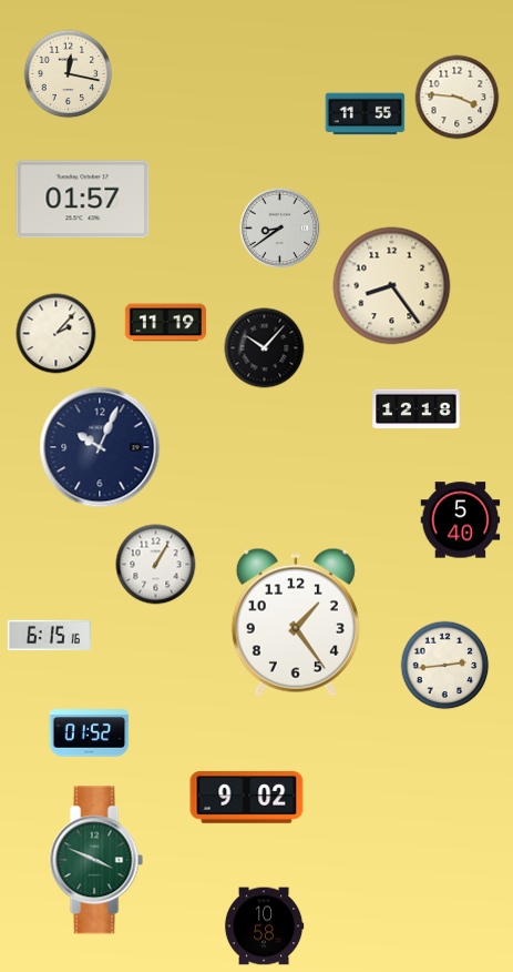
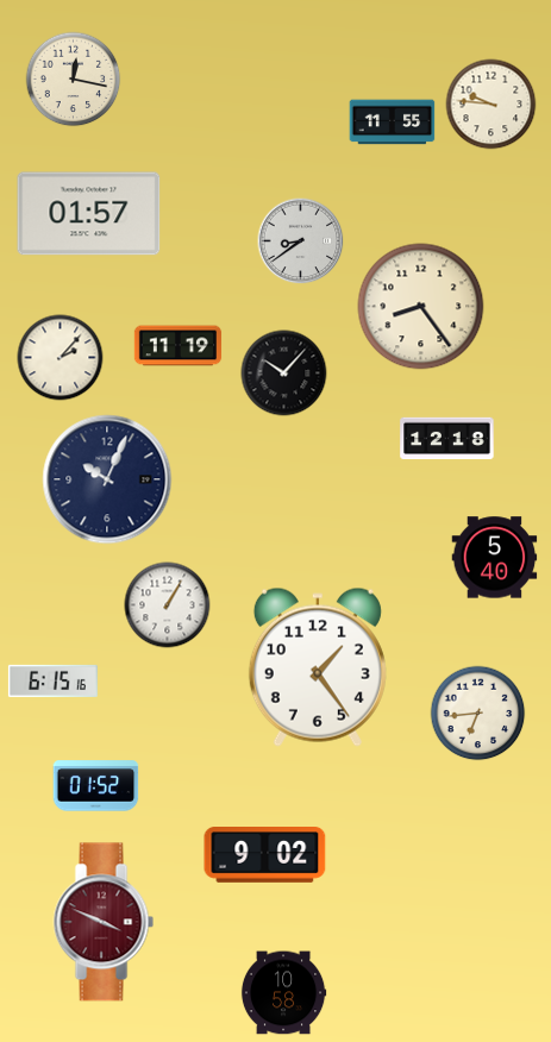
clock at (458, 98): 3:46 -> 9:46
clock at (280, 229) position: (280, 229) -> (301, 241)
clock at (445, 666): 2:44 -> 6:44
clock at (96, 860) dial: green -> burgundy
